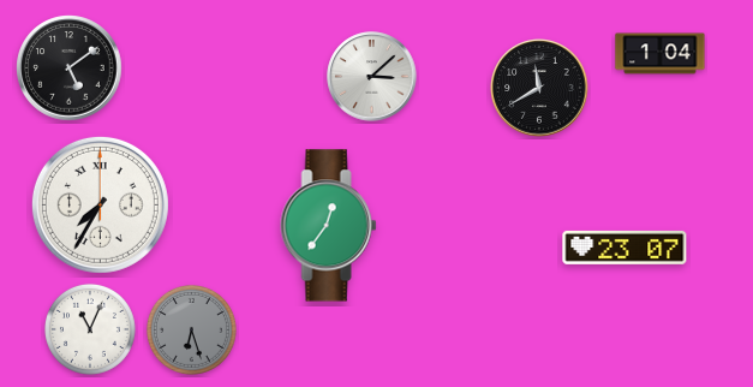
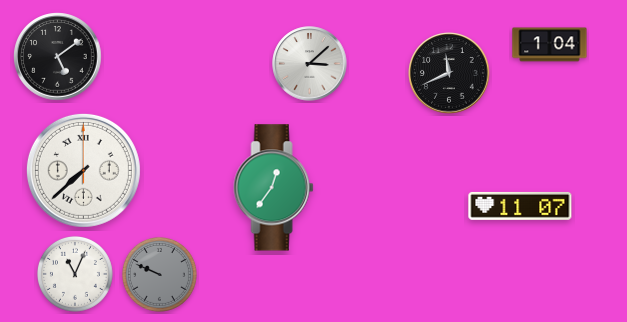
clock at (539, 88): 11:40 -> 11:41
clock at (100, 204): 7:35 -> 7:38
clock at (624, 248): 23:07 -> 11:07
clock at (191, 329): 6:27 -> 9:49
